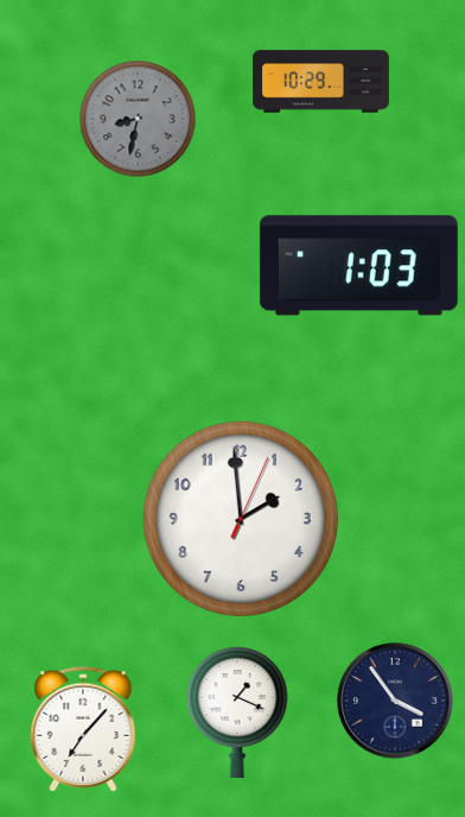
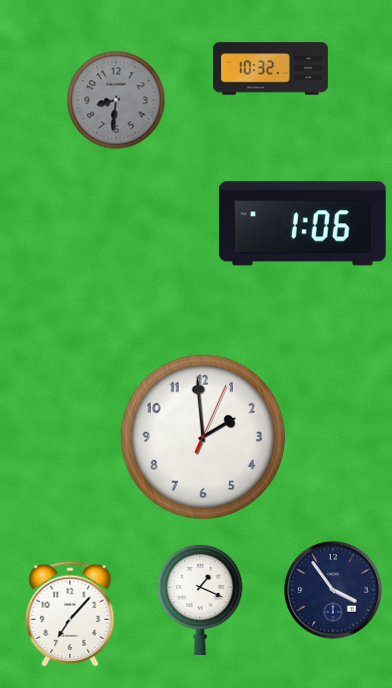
clock at (321, 82): 10:29 -> 10:32
clock at (138, 119): 8:32 -> 8:31
clock at (358, 266): 1:03 -> 1:06
